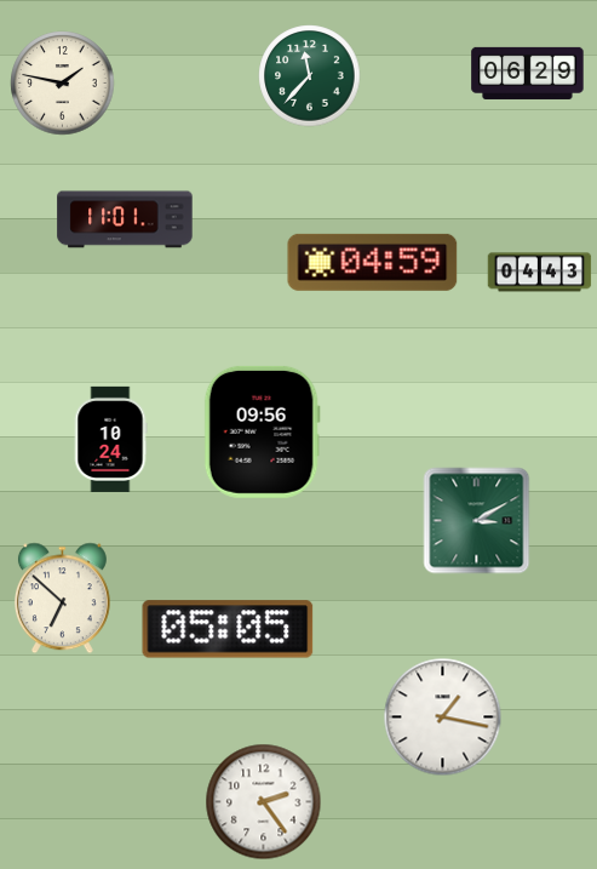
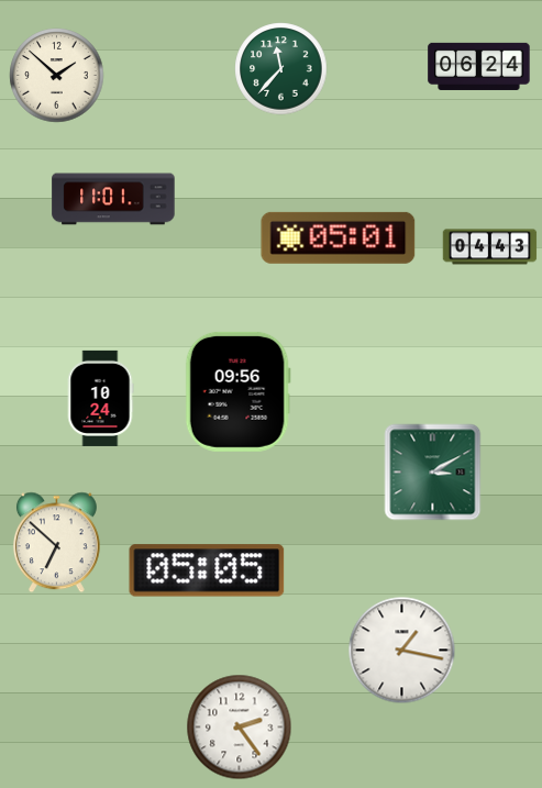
clock at (528, 73): 06:29 -> 06:24
clock at (63, 84): 1:47 -> 1:52
clock at (373, 262): 04:59 -> 05:01
